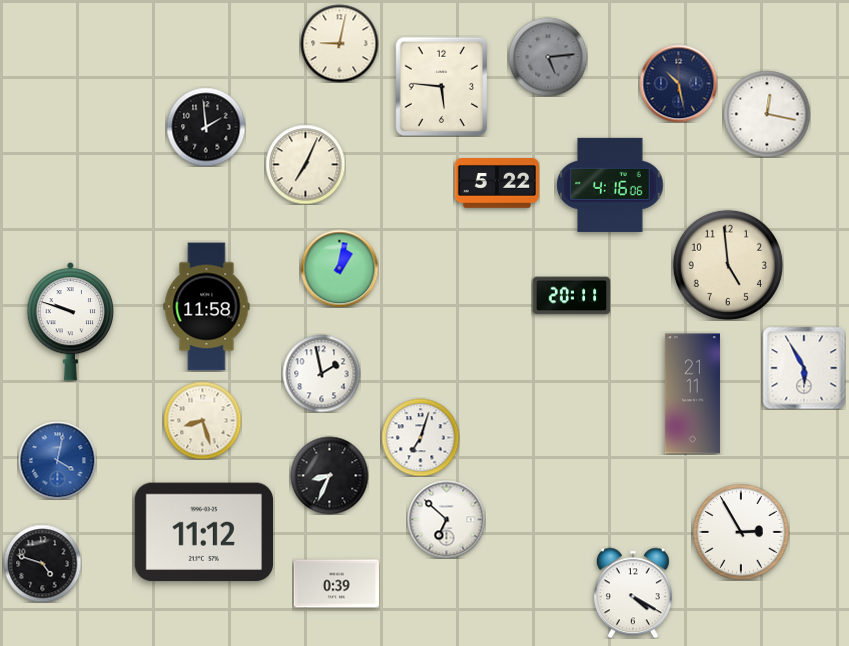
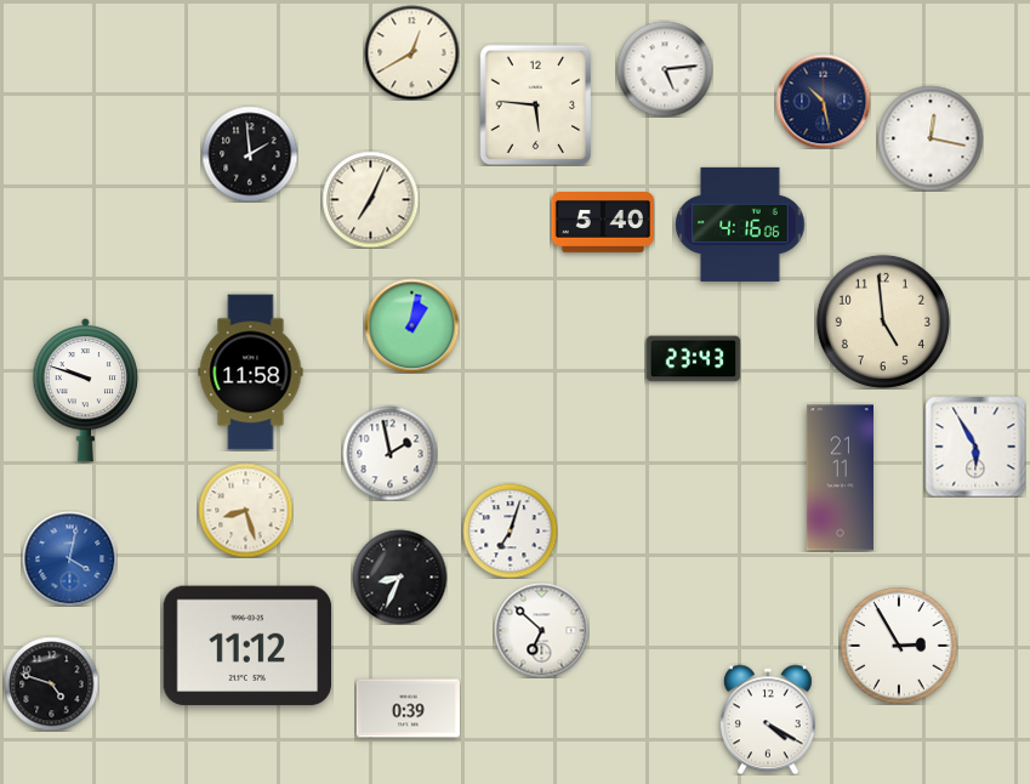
clock at (339, 43): 9:02 -> 12:40
clock at (548, 57) dial: grey -> white
clock at (497, 184): 5:22 -> 5:40
clock at (571, 296): 20:11 -> 23:43
